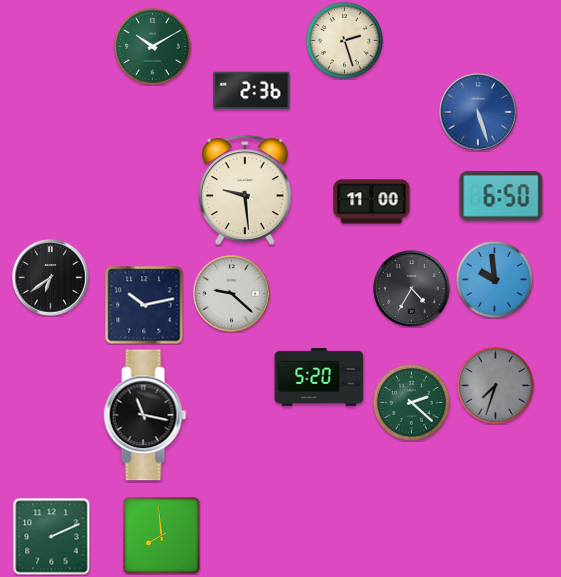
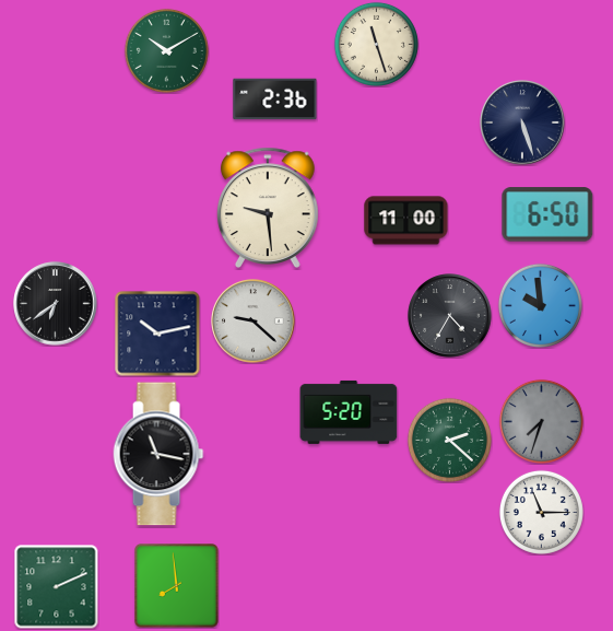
clock at (344, 40): 2:27 -> 11:27
clock at (478, 112) dial: blue -> navy
clock at (541, 512): none -> 11:15
